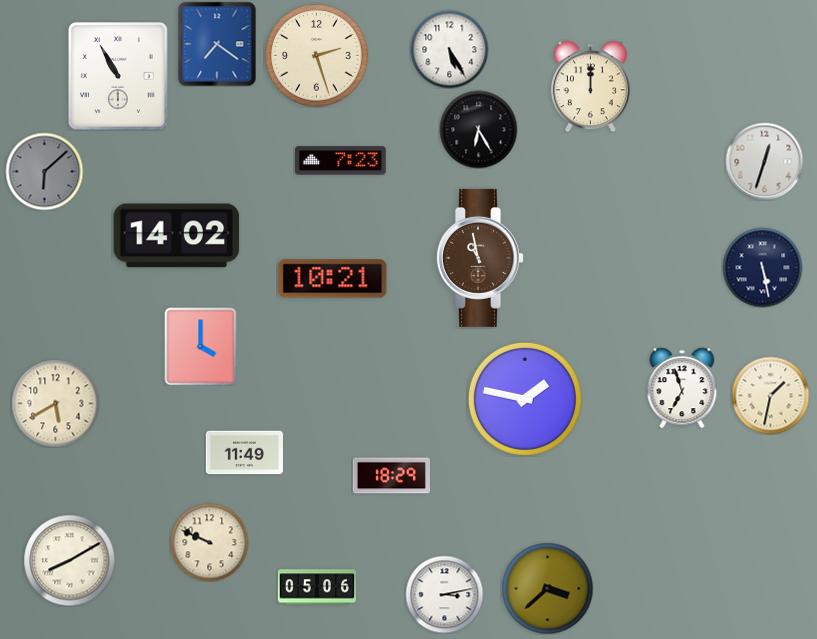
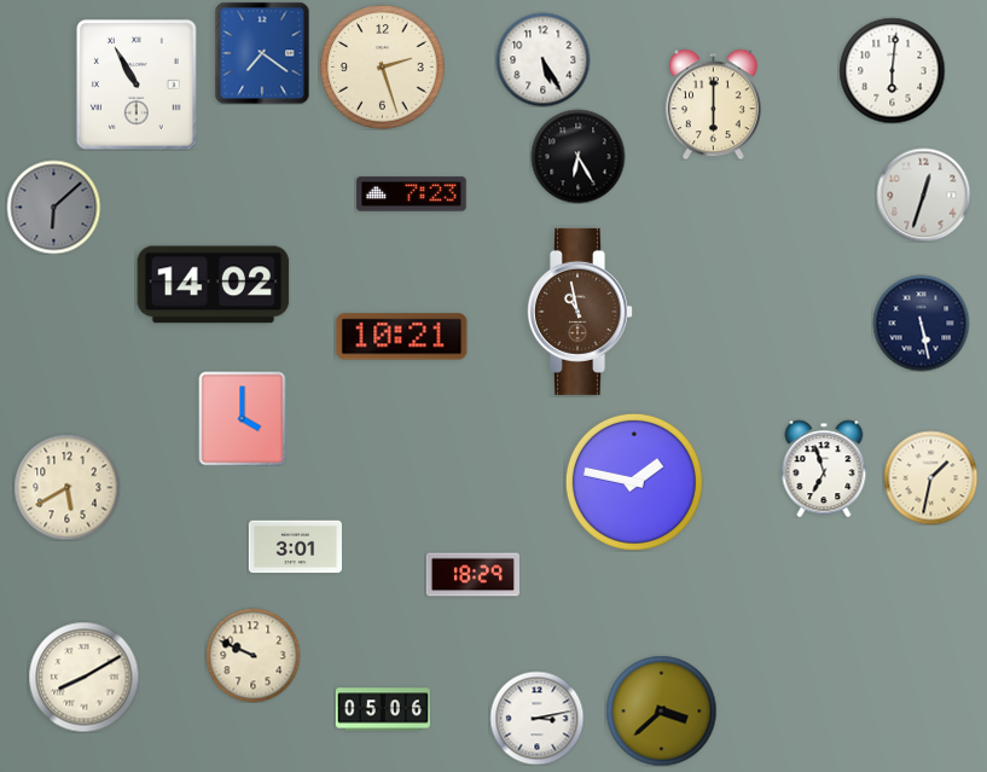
clock at (892, 70): none -> 6:01
clock at (118, 76) position: (118, 76) -> (137, 85)
clock at (590, 86): 12:00 -> 6:00
clock at (244, 453): 11:49 -> 3:01
